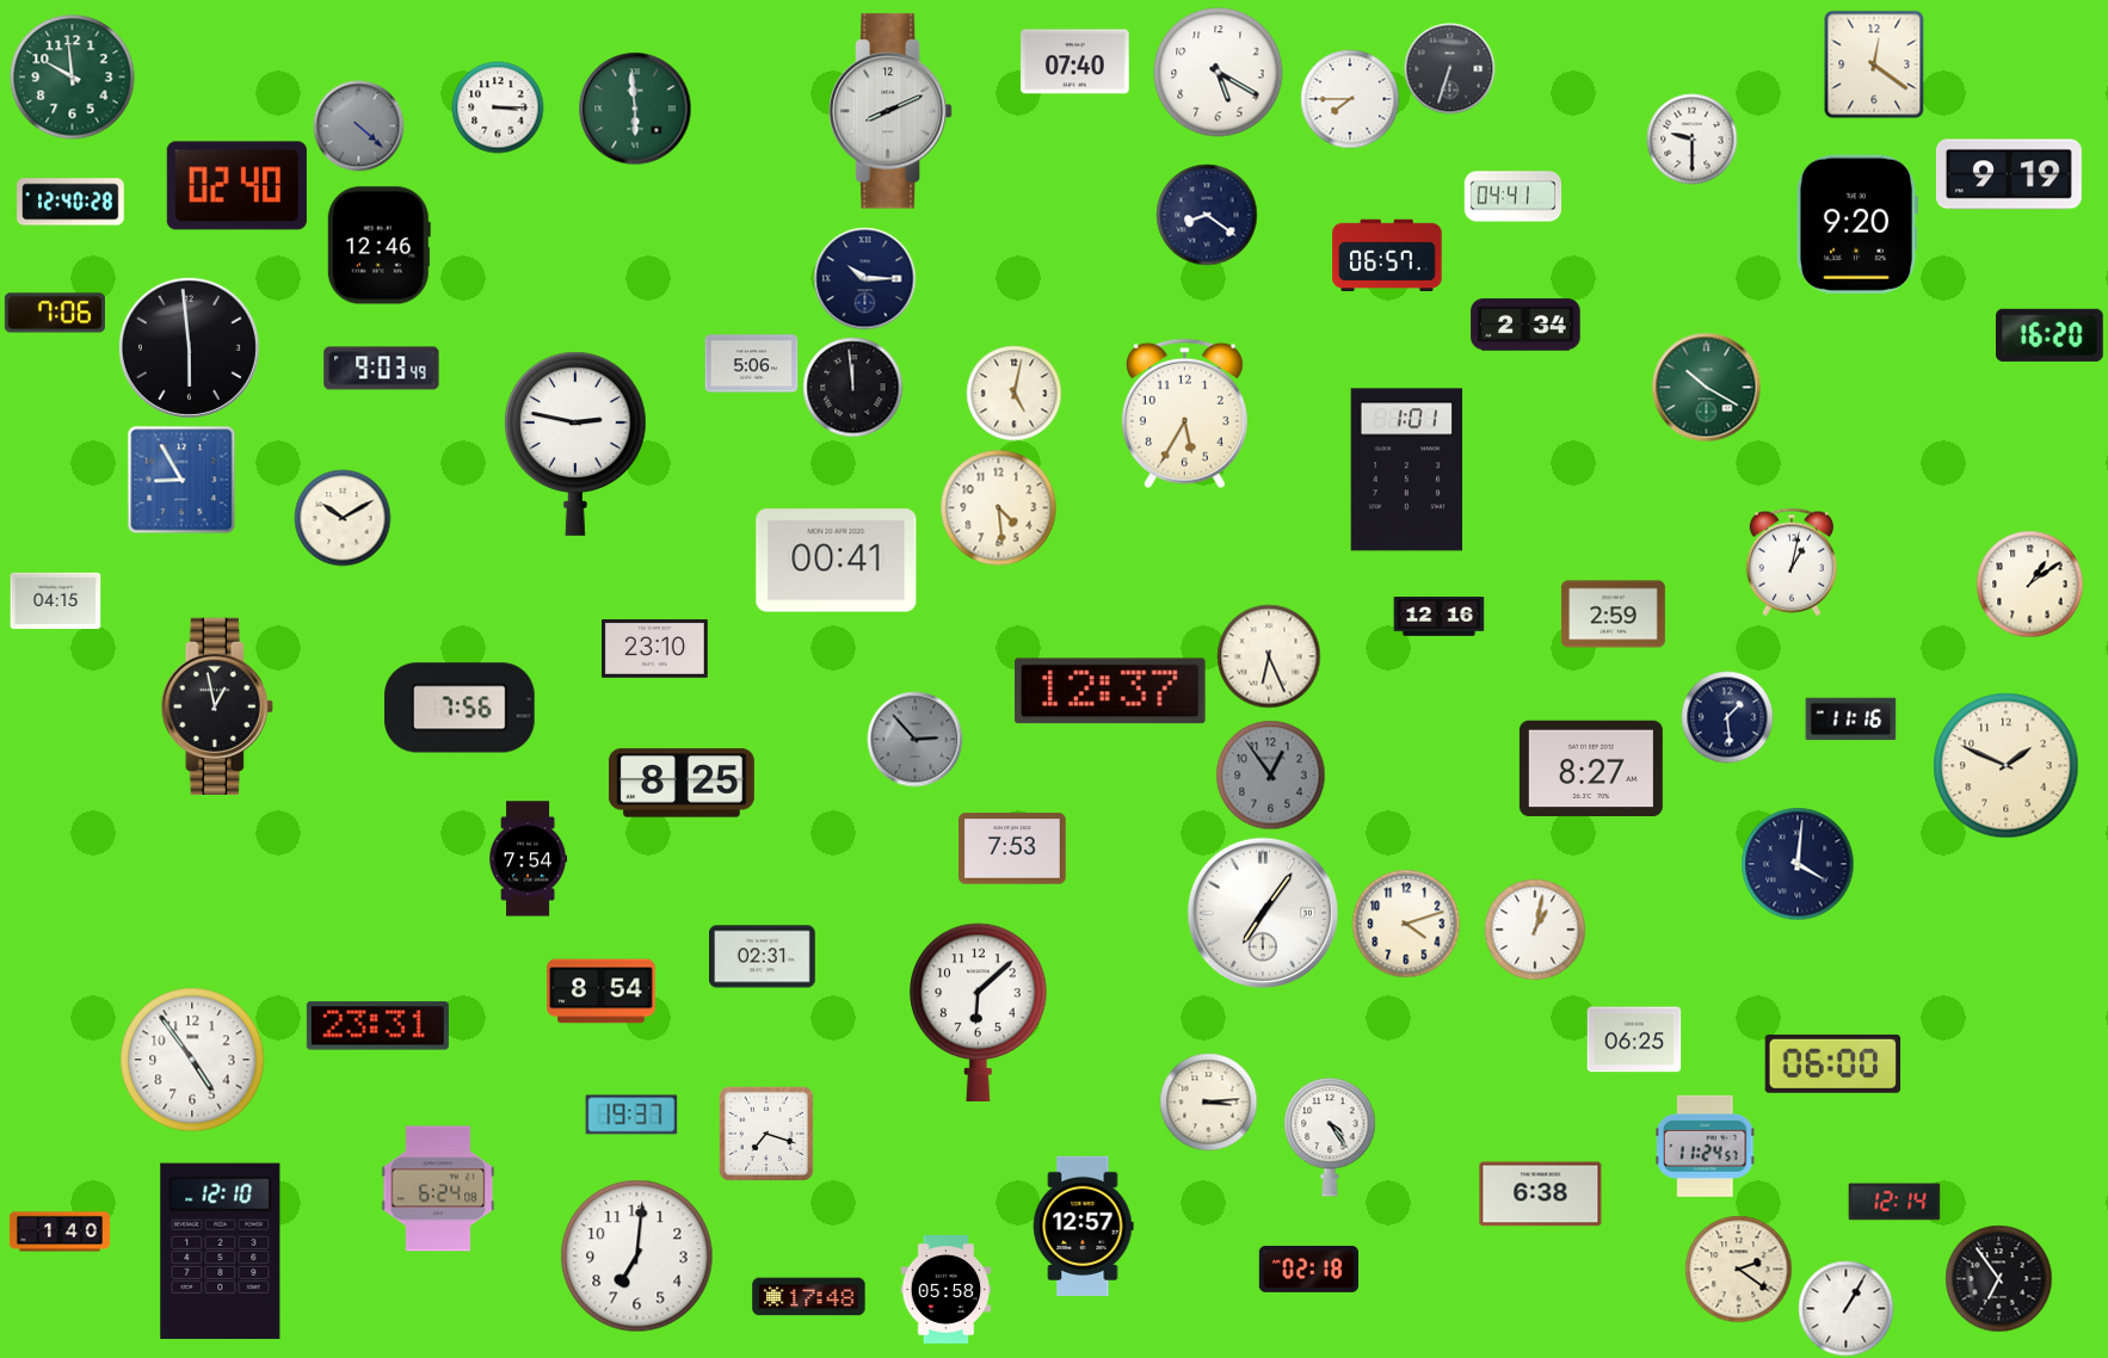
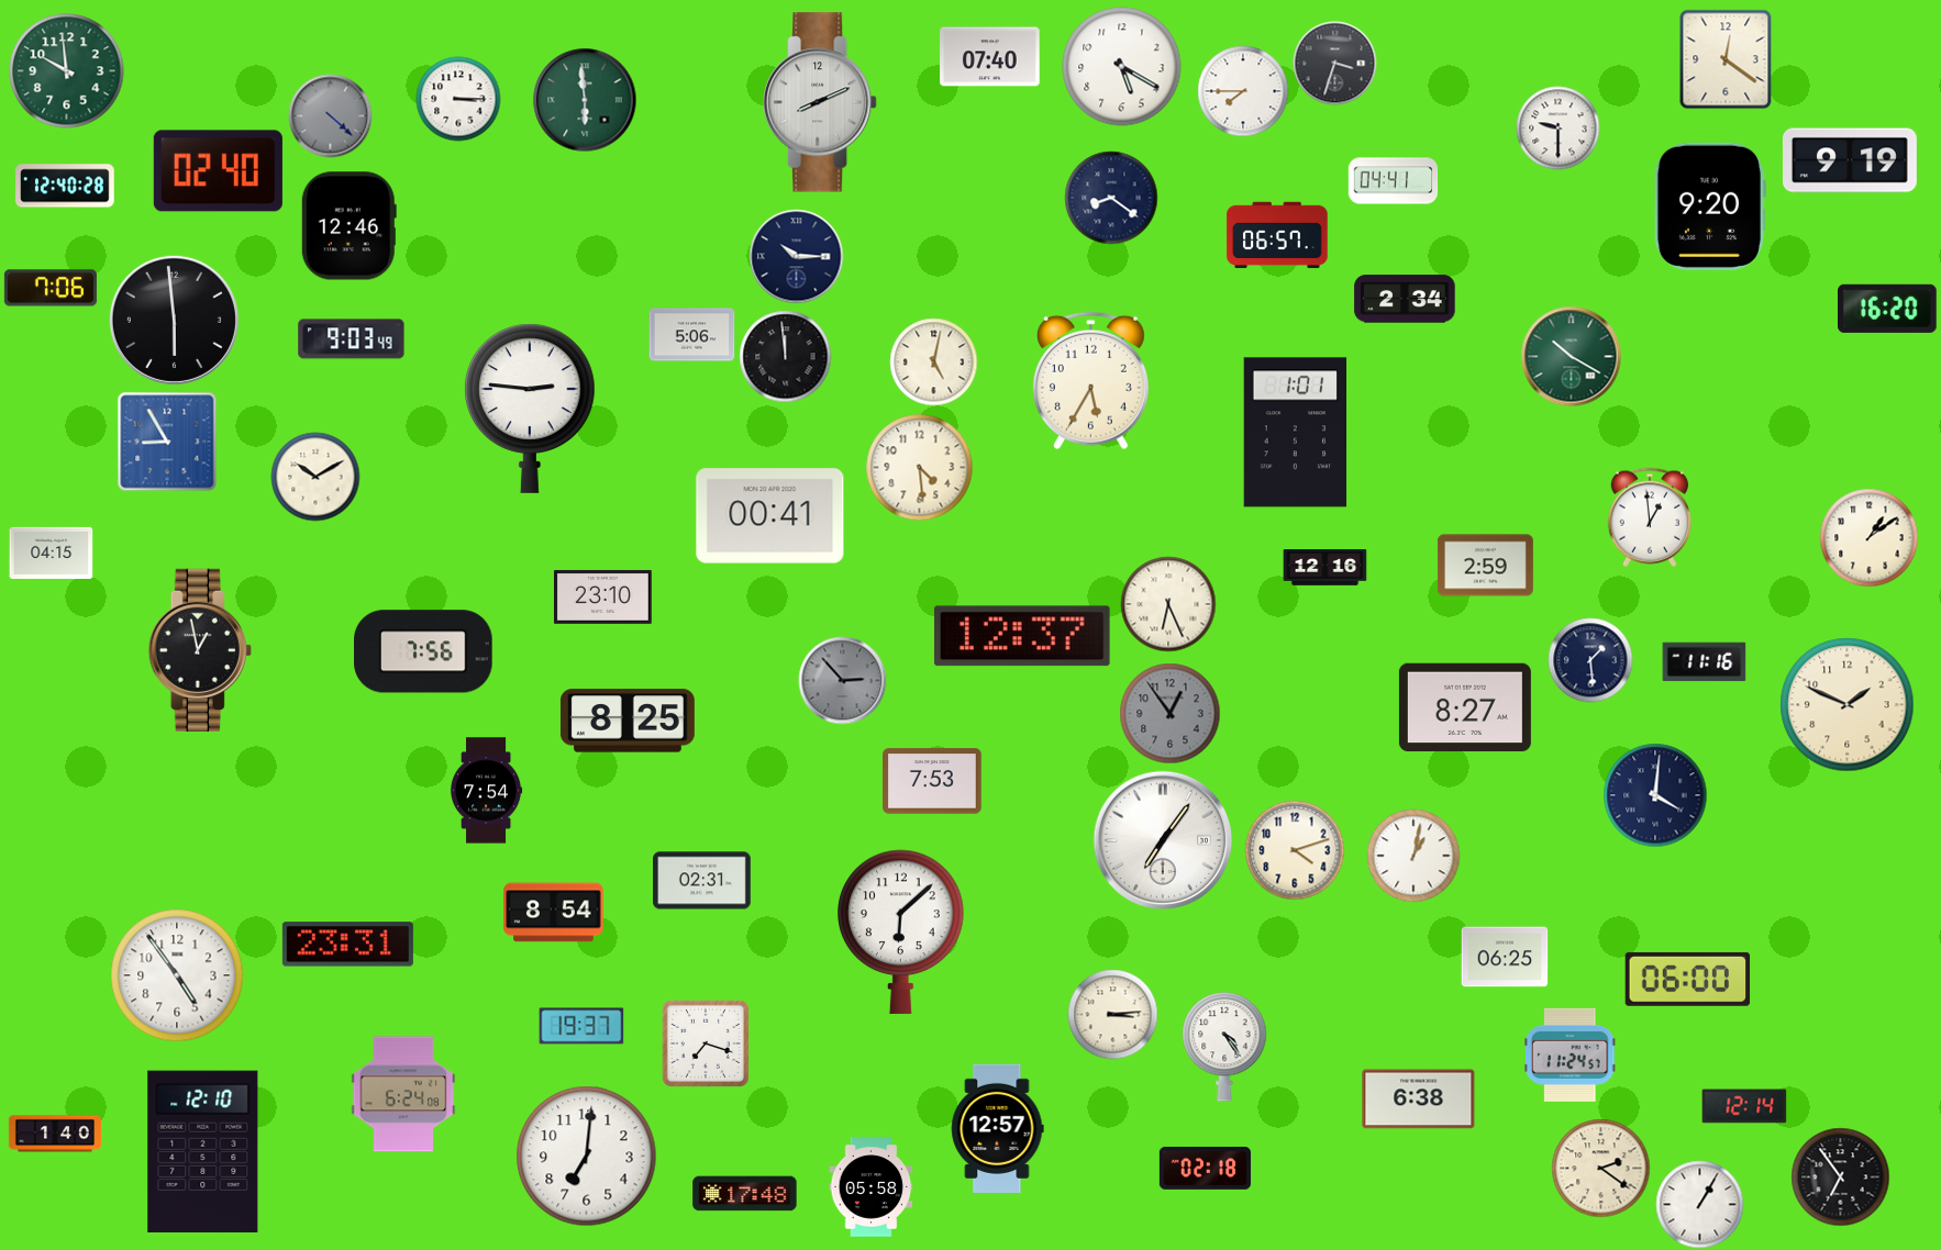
clock at (1450, 69): 6:33 -> 3:33
clock at (577, 444): 2:47 -> 2:46
clock at (1792, 562): 1:02 -> 12:59
